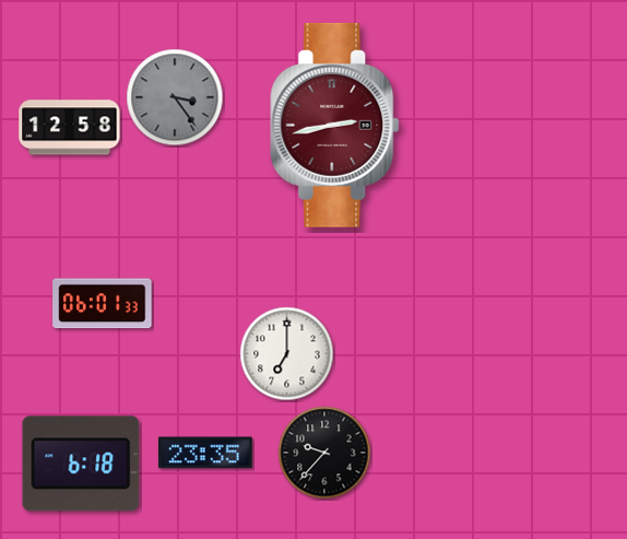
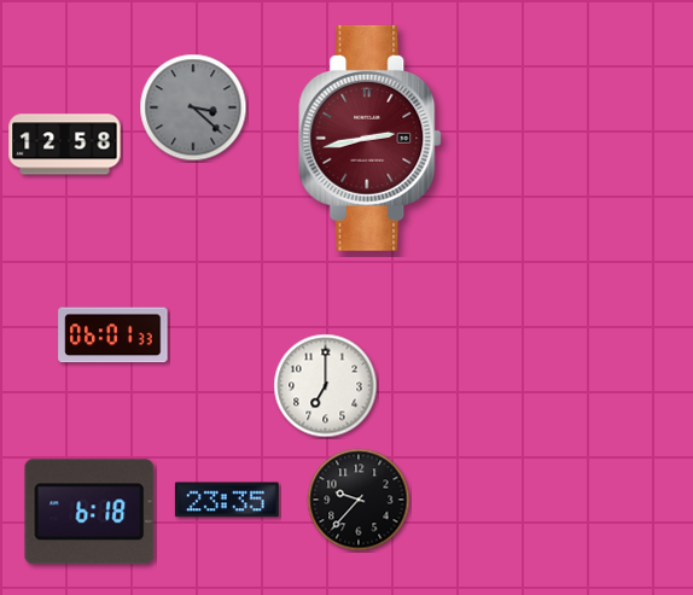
clock at (175, 97): 3:24 -> 3:22
clock at (70, 128) position: (70, 128) -> (65, 145)
clock at (287, 354) position: (287, 354) -> (326, 386)
